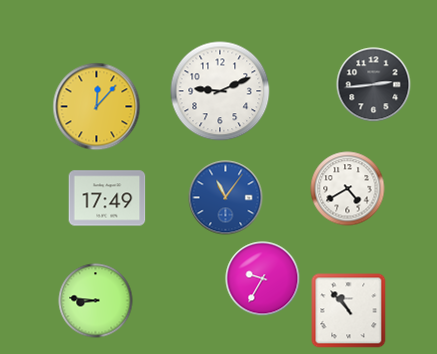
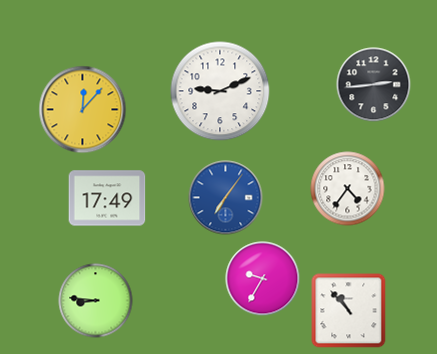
clock at (97, 107) position: (97, 107) -> (83, 110)
clock at (348, 189): 4:40 -> 4:36
clock at (226, 198): 11:06 -> 7:06
